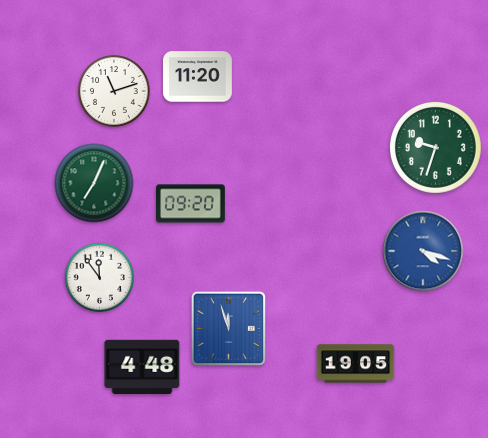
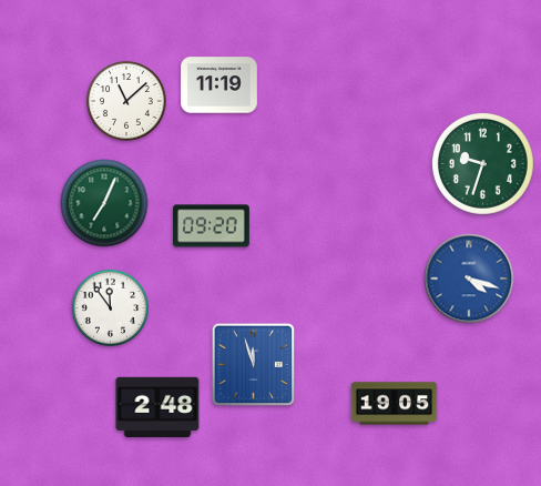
clock at (198, 77): 11:20 -> 11:19
clock at (115, 92): 11:12 -> 11:08
clock at (142, 366): 4:48 -> 2:48
